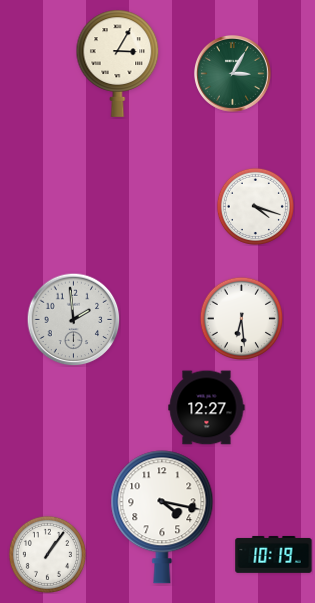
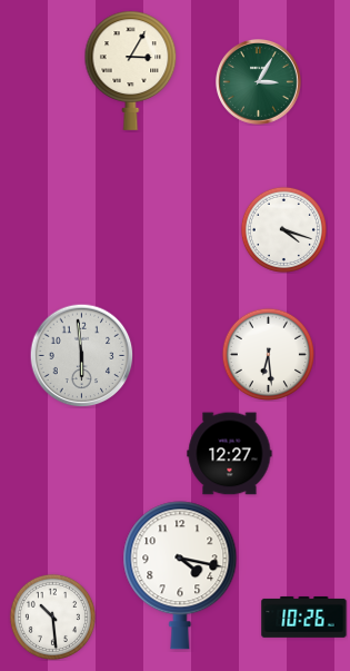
clock at (73, 319): 1:59 -> 5:59
clock at (47, 554): 1:06 -> 10:29
clock at (274, 554): 10:19 -> 10:26
